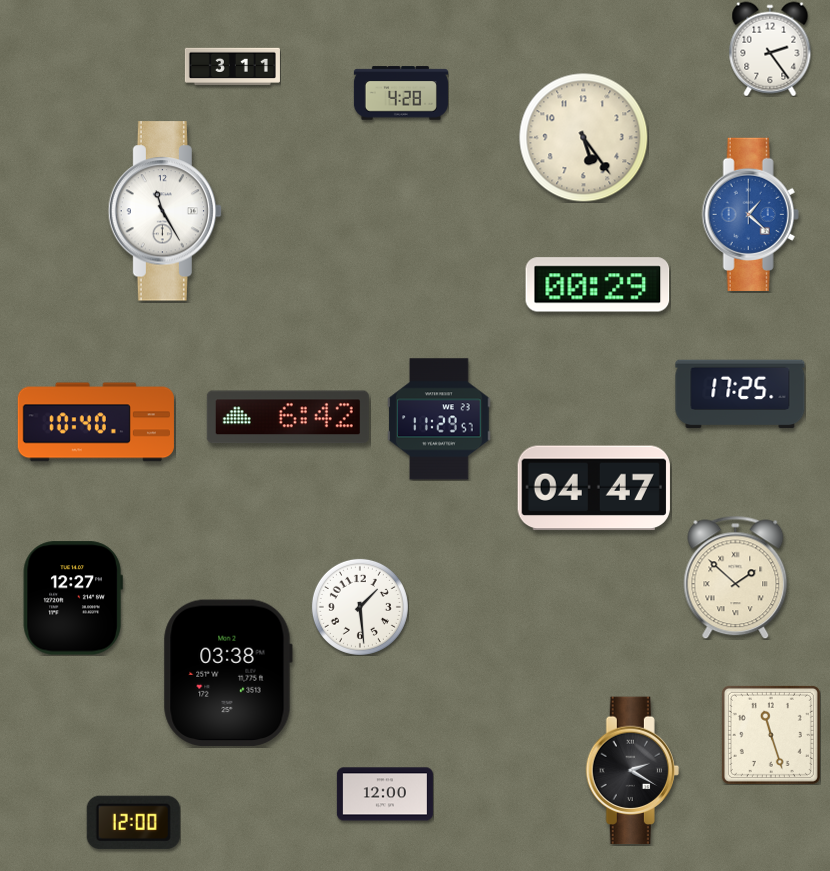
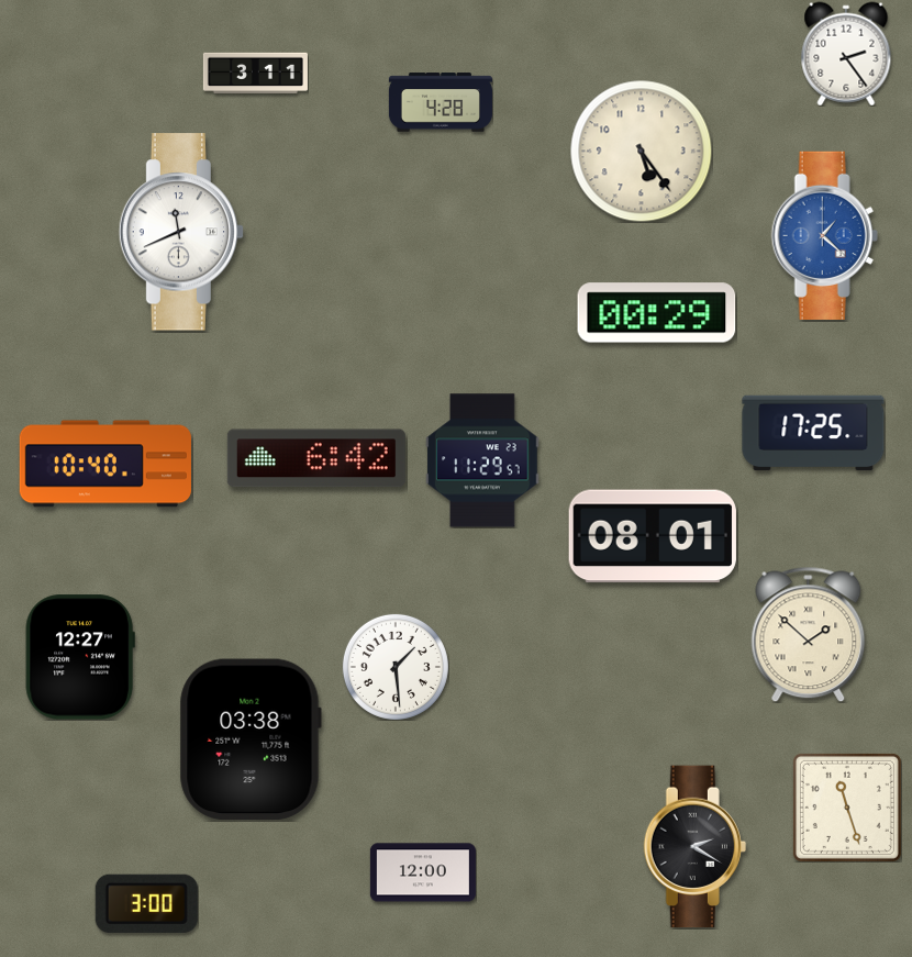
clock at (165, 211): 11:25 -> 11:41
clock at (594, 488): 04:47 -> 08:01
clock at (133, 822): 12:00 -> 3:00
